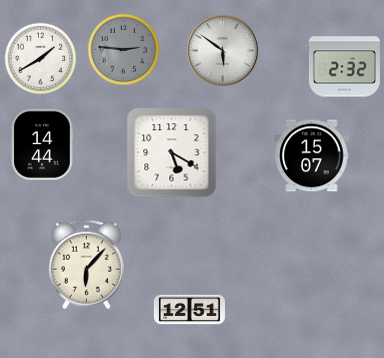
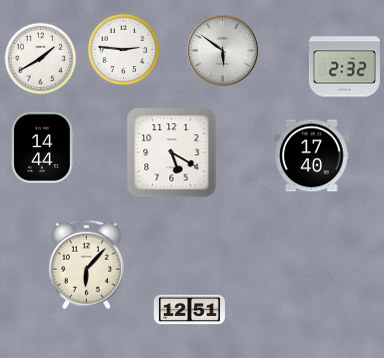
clock at (124, 50) dial: grey -> white
clock at (42, 144) position: (42, 144) -> (42, 147)
clock at (312, 156): 15:07 -> 17:40
